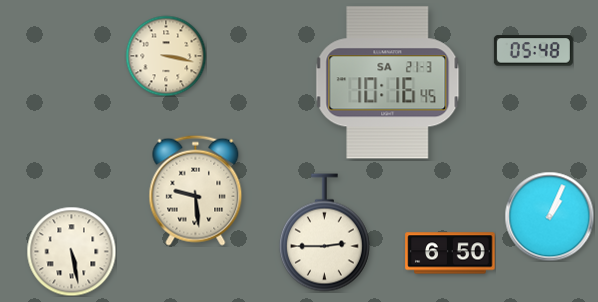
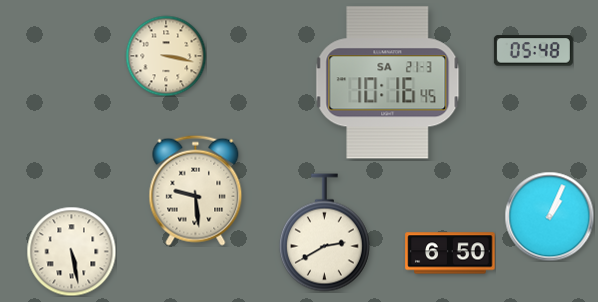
clock at (324, 233): 2:45 -> 2:40
